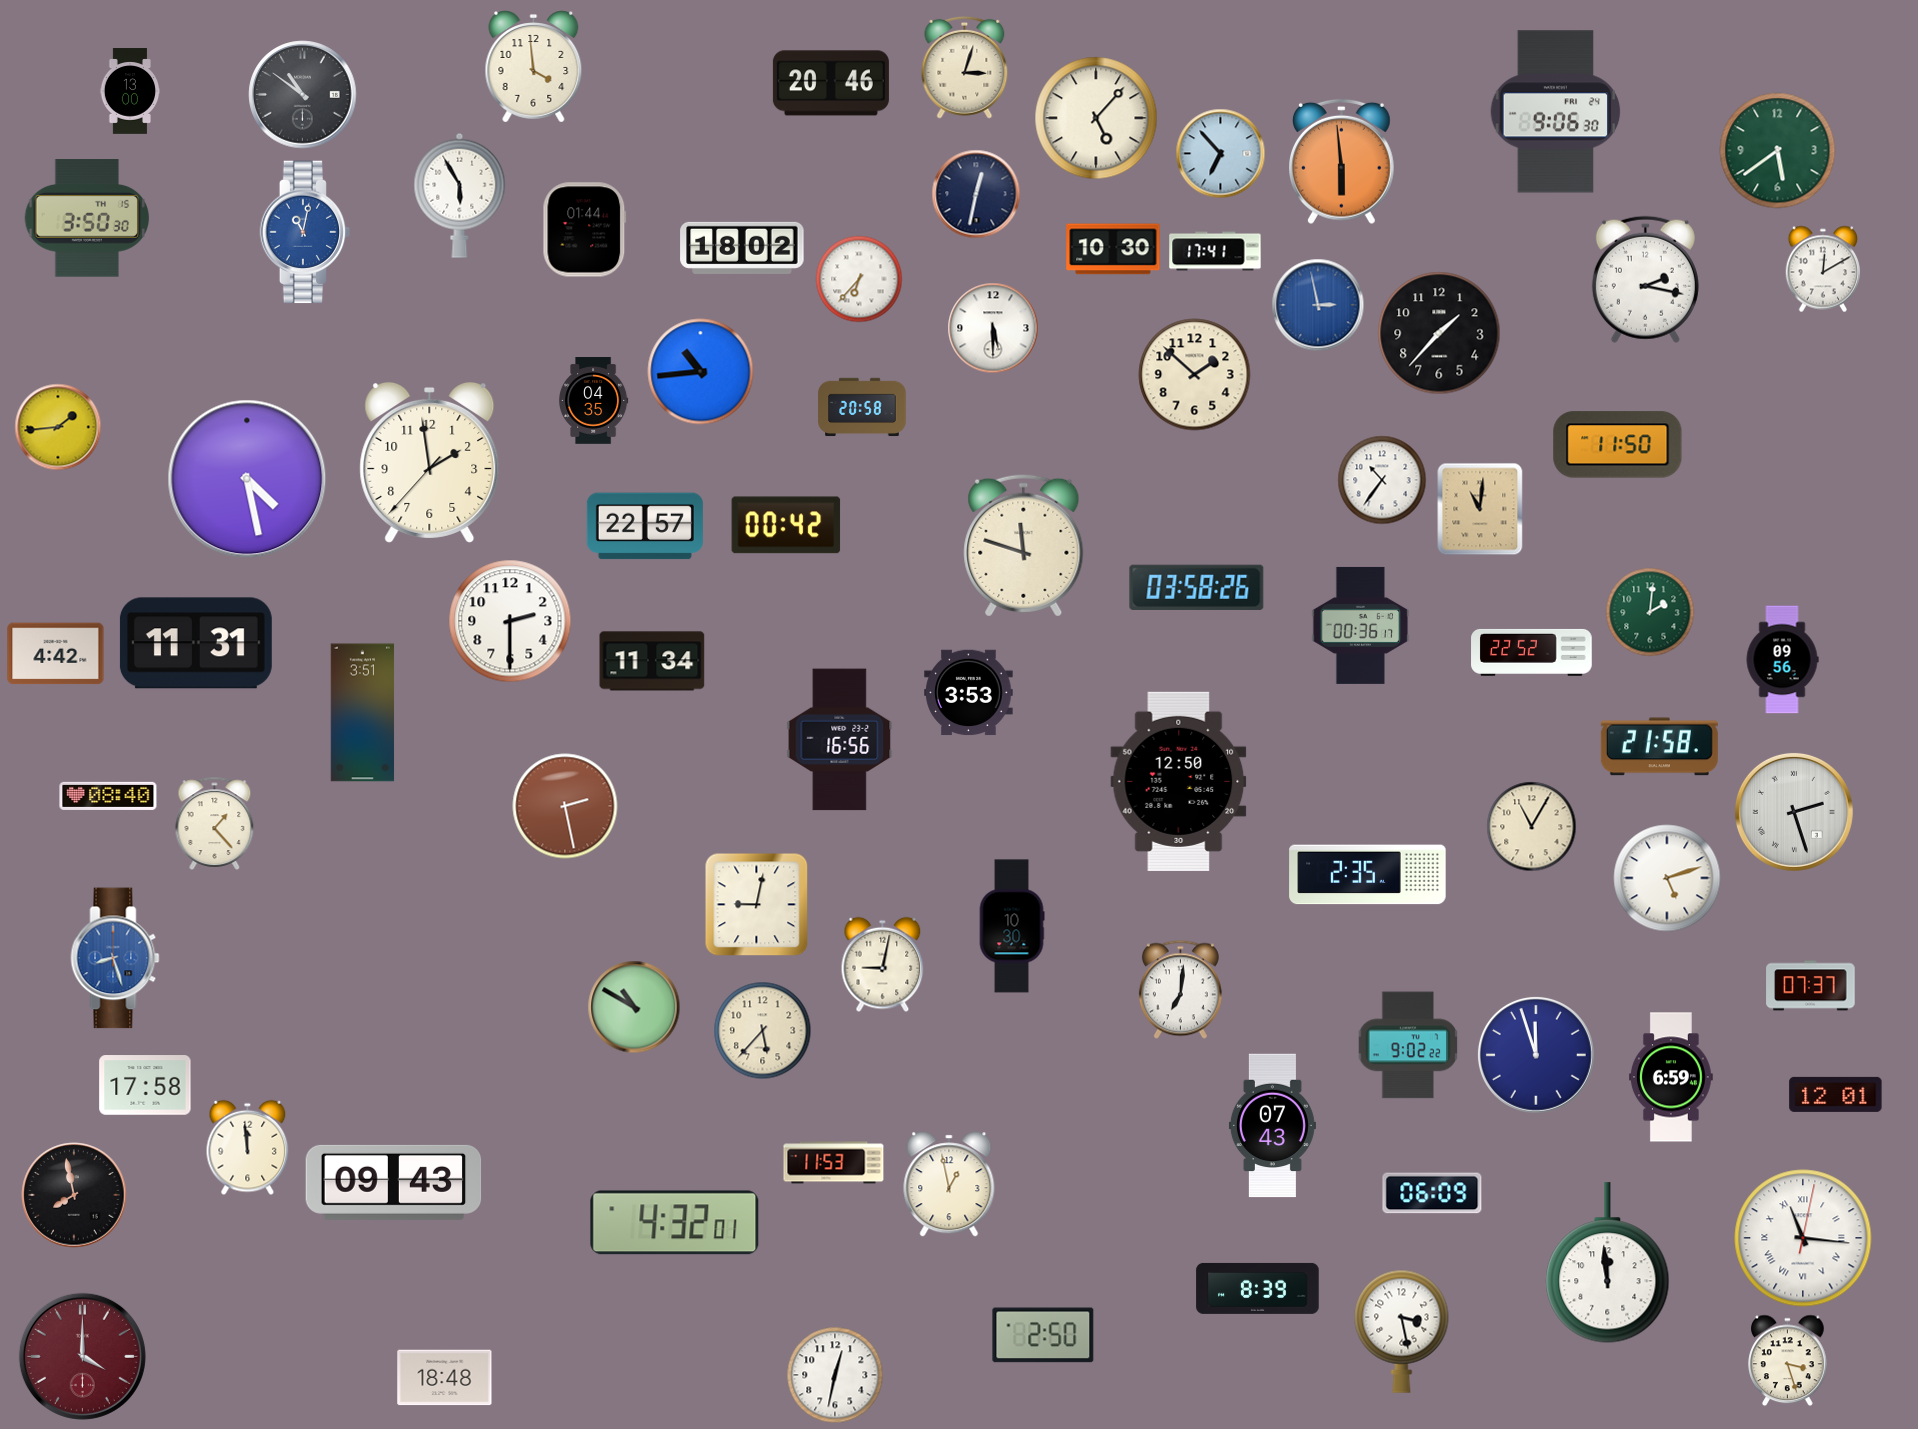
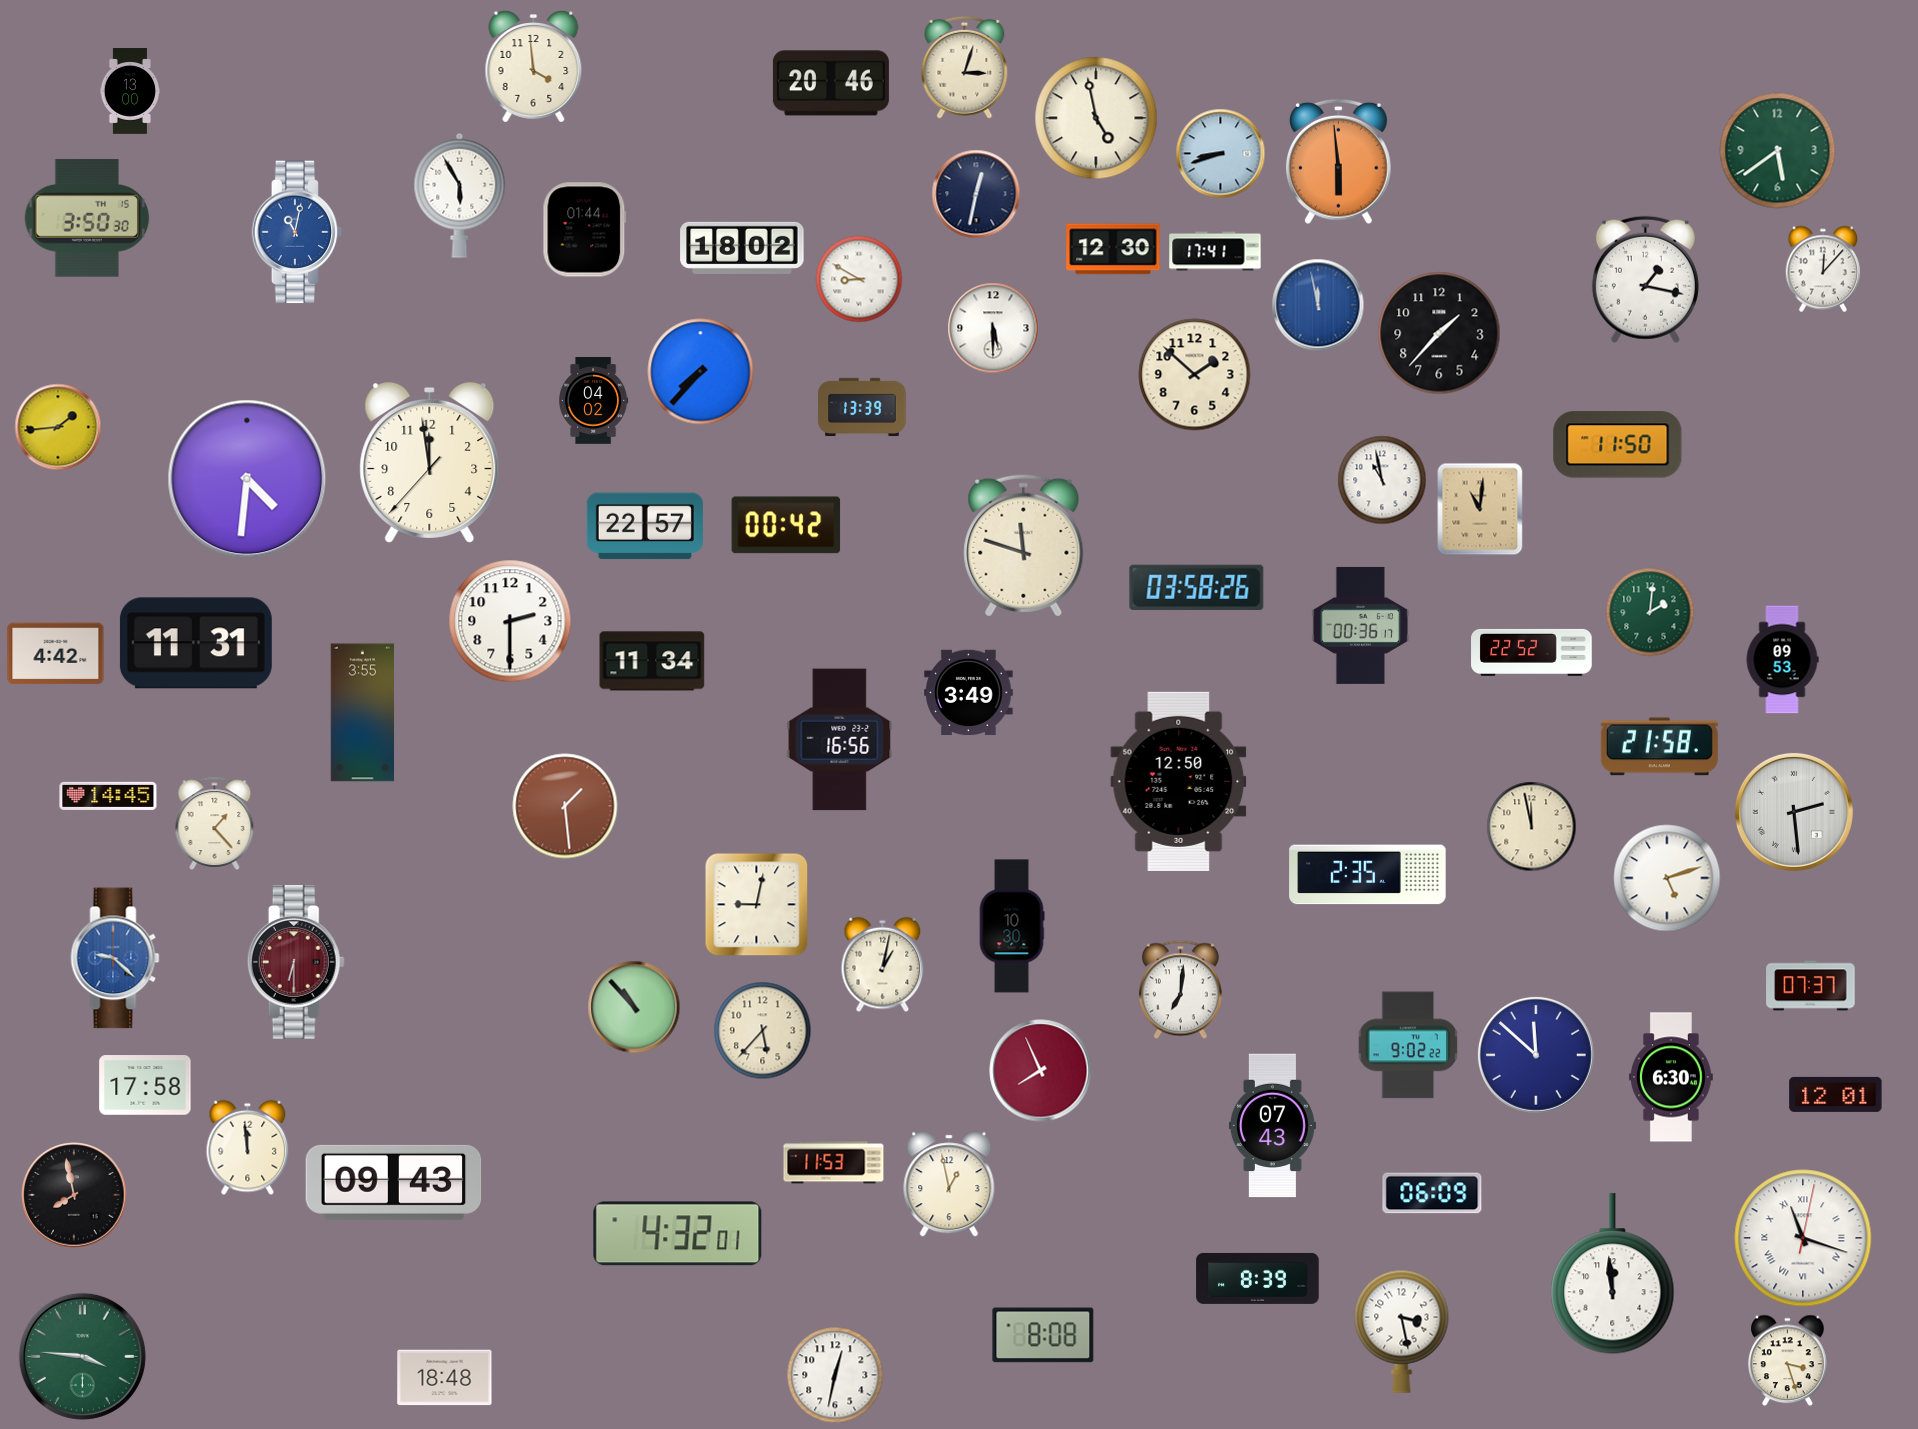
clock at (303, 95): 10:51 -> none
clock at (1556, 112): 9:06 -> none
clock at (1096, 118): 5:07 -> 4:58
clock at (1221, 154): 6:53 -> 8:42
clock at (1342, 162) position: (1342, 162) -> (1339, 162)
clock at (305, 232) position: (305, 232) -> (297, 232)
clock at (1113, 249): 10:30 -> 12:30
clock at (1823, 269): 12:10 -> 12:07
clock at (859, 279): 6:37 -> 8:50
clock at (1645, 279): 2:17 -> 1:17
clock at (1318, 305): 2:58 -> 11:58
clock at (701, 372): 10:44 -> 7:37
clock at (594, 401): 04:35 -> 04:02
clock at (862, 407): 20:58 -> 13:39
clock at (430, 462): 1:58 -> 11:58
clock at (247, 479): 4:28 -> 4:31
clock at (1382, 480): 10:36 -> 10:58
clock at (1782, 660): 09:56 -> 09:53
clock at (969, 693): 3:53 -> 3:49
clock at (363, 713): 3:51 -> 3:55
clock at (108, 796): 08:40 -> 14:45
clock at (565, 806): 2:28 -> 1:29
clock at (1794, 812): 2:27 -> 2:29
clock at (1532, 827): 11:05 -> 11:58
clock at (115, 958): 8:27 -> 9:22
clock at (296, 962): none -> 6:30
clock at (883, 965): 9:02 -> 1:02
clock at (634, 1007): 10:50 -> 10:53
clock at (1536, 1055): 11:57 -> 11:52
clock at (1041, 1071): none -> 7:56
clock at (1672, 1077): 6:59 -> 6:30
clock at (675, 1223) position: (675, 1223) -> (678, 1234)
clock at (1803, 1238): 11:16 -> 11:18
clock at (1608, 1263) position: (1608, 1263) -> (1613, 1274)
clock at (1258, 1288) position: (1258, 1288) -> (1258, 1278)
clock at (1043, 1335): 2:50 -> 8:08
clock at (82, 1356): 4:00 -> 3:46
clock at (82, 1356) dial: burgundy -> green
